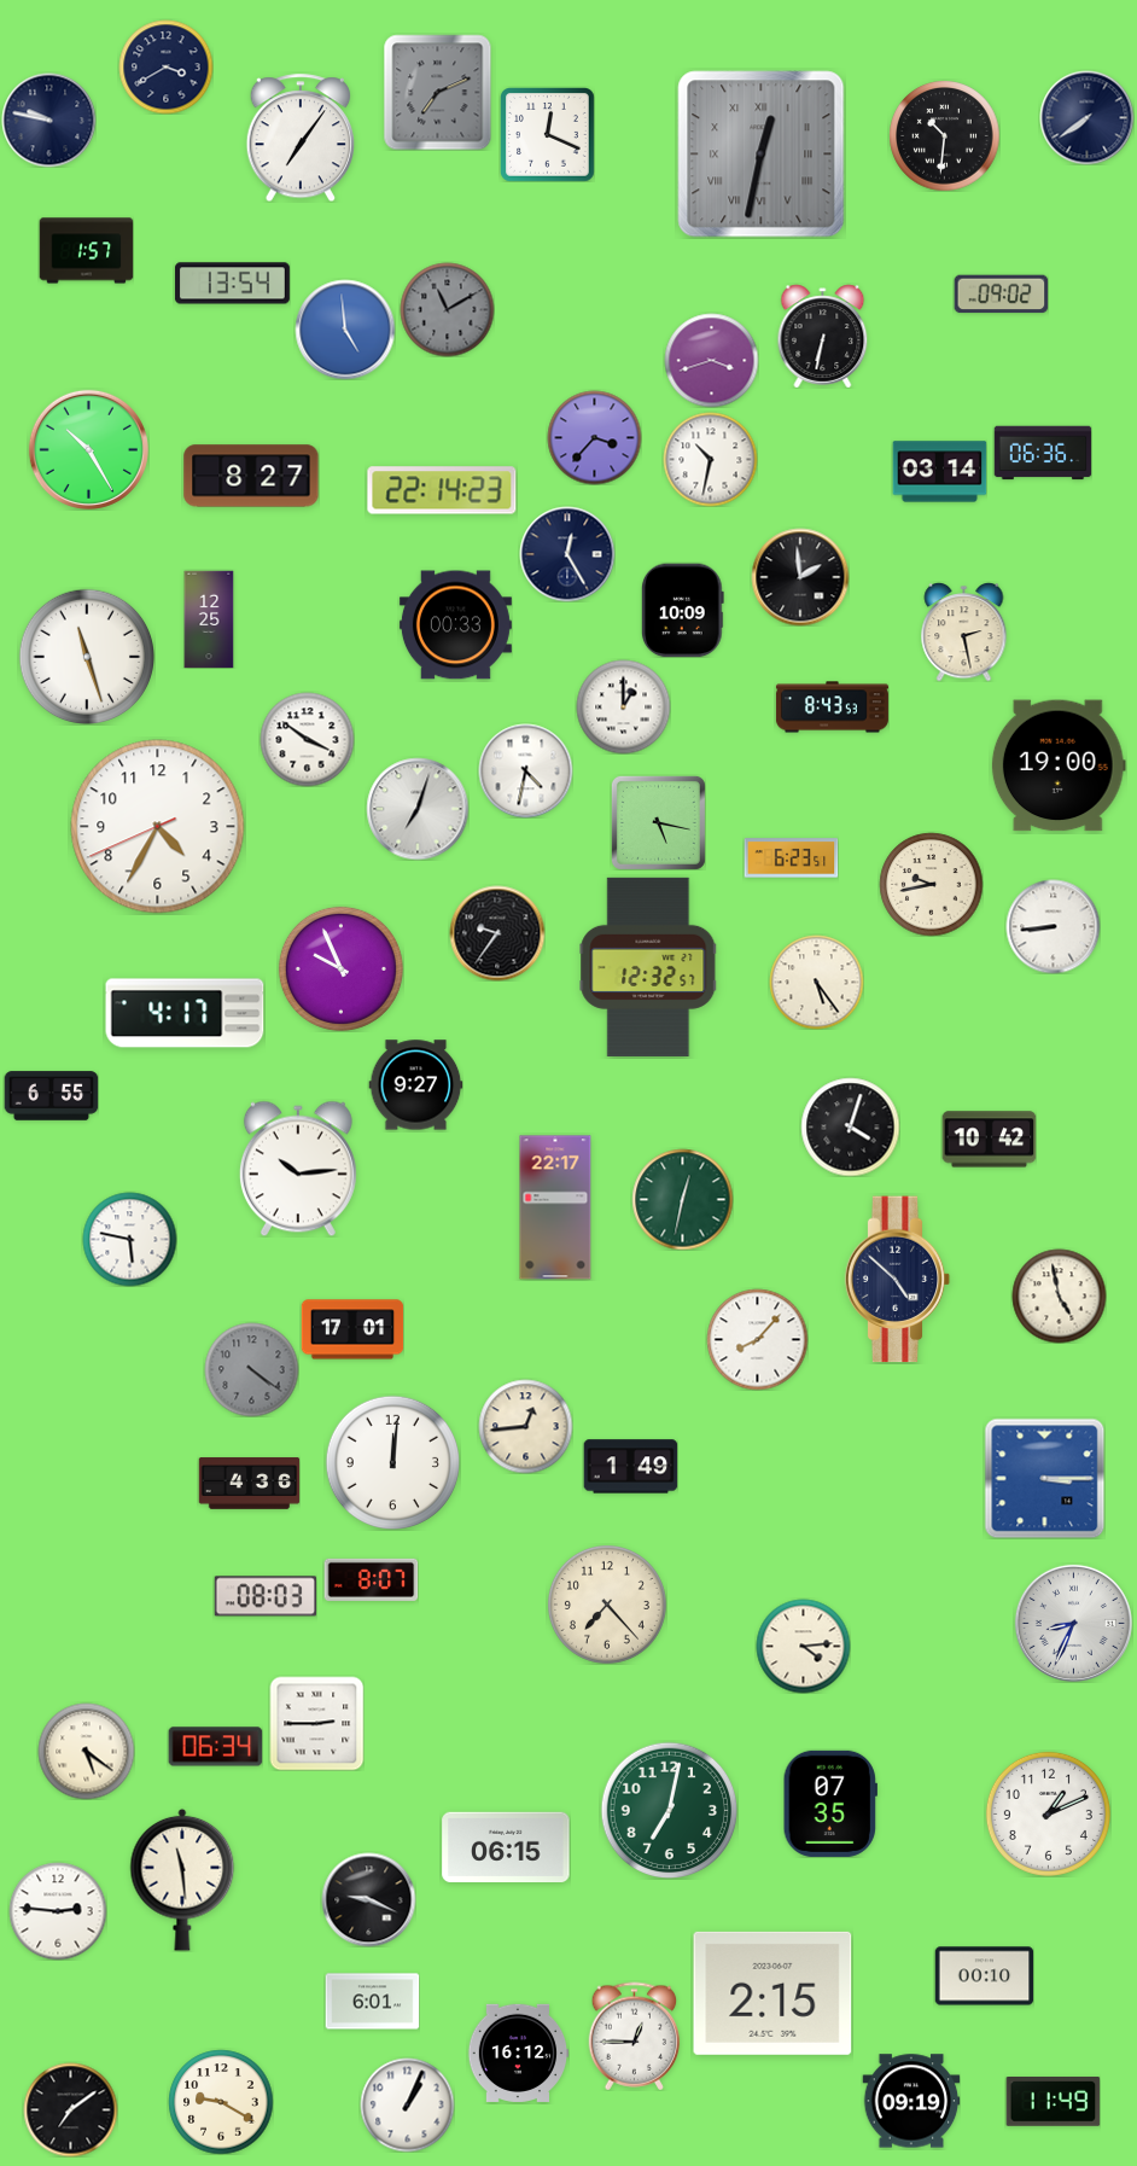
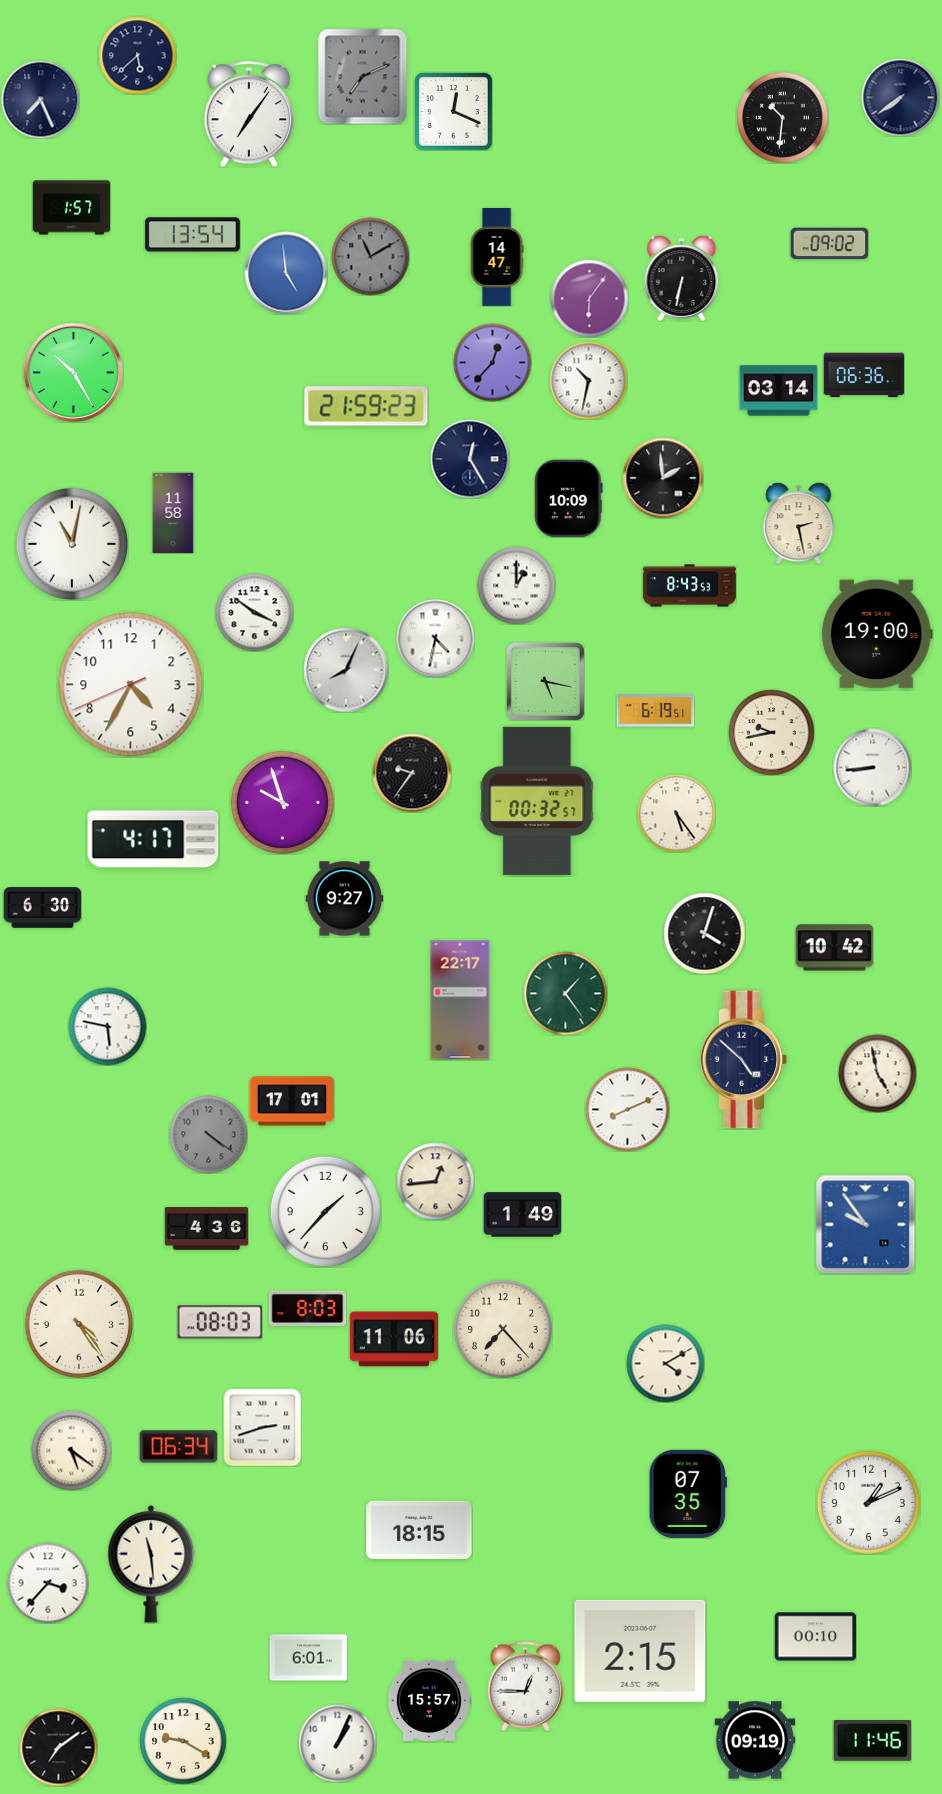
clock at (165, 66): 3:40 -> 5:38
clock at (48, 120): 9:47 -> 7:26
clock at (944, 135) position: (944, 135) -> (782, 117)
clock at (762, 155): 12:32 -> none
clock at (497, 257): none -> 14:47
clock at (711, 360): 3:42 -> 6:06
clock at (594, 437): 3:37 -> 12:37
clock at (251, 476): 8:27 -> none
clock at (442, 490): 22:14 -> 21:59
clock at (682, 610) position: (682, 610) -> (568, 498)
clock at (209, 619): 12:25 -> 11:58
clock at (455, 625): 00:33 -> none
clock at (86, 656): 11:27 -> 11:02
clock at (418, 809): 7:03 -> 8:04
clock at (791, 858): 6:23 -> 6:19
clock at (648, 967): 12:32 -> 00:32
clock at (340, 968): 9:56 -> 9:57
clock at (51, 1096): 6:55 -> 6:30
clock at (989, 1140) position: (989, 1140) -> (834, 948)
clock at (298, 1169): 10:14 -> none
clock at (682, 1199): 12:32 -> 1:24
clock at (757, 1339): 8:07 -> 8:11
clock at (392, 1462): 12:01 -> 1:37
clock at (1044, 1478): 3:15 -> 9:54
clock at (371, 1579): 8:07 -> 8:03
clock at (79, 1324): none -> 4:24
clock at (394, 1339): none -> 11:06
clock at (1073, 1623): 8:34 -> none
clock at (803, 1646): 4:14 -> 4:10
clock at (316, 1723): 2:45 -> 2:42
clock at (669, 1810): 7:02 -> none
clock at (506, 1846): 06:15 -> 18:15
clock at (182, 1880) position: (182, 1880) -> (151, 1564)
clock at (368, 1899): 9:19 -> none
clock at (58, 1911): 2:46 -> 3:37
clock at (518, 2053): 16:12 -> 15:57
clock at (1053, 2102): 11:49 -> 11:46
